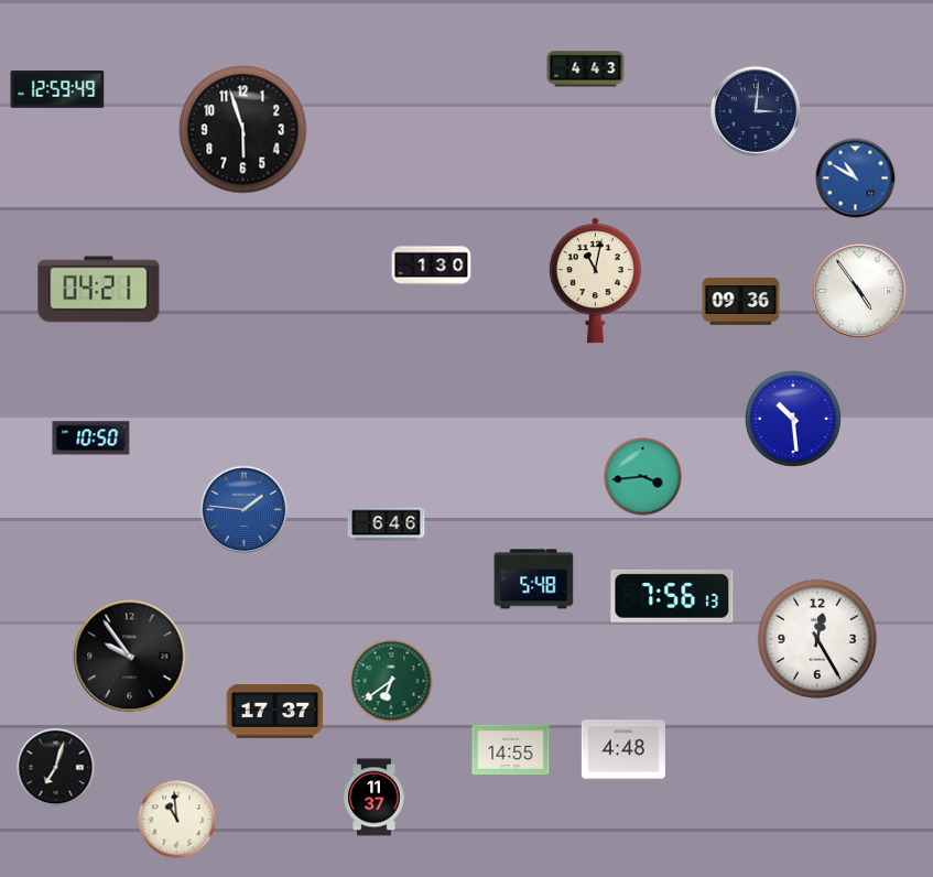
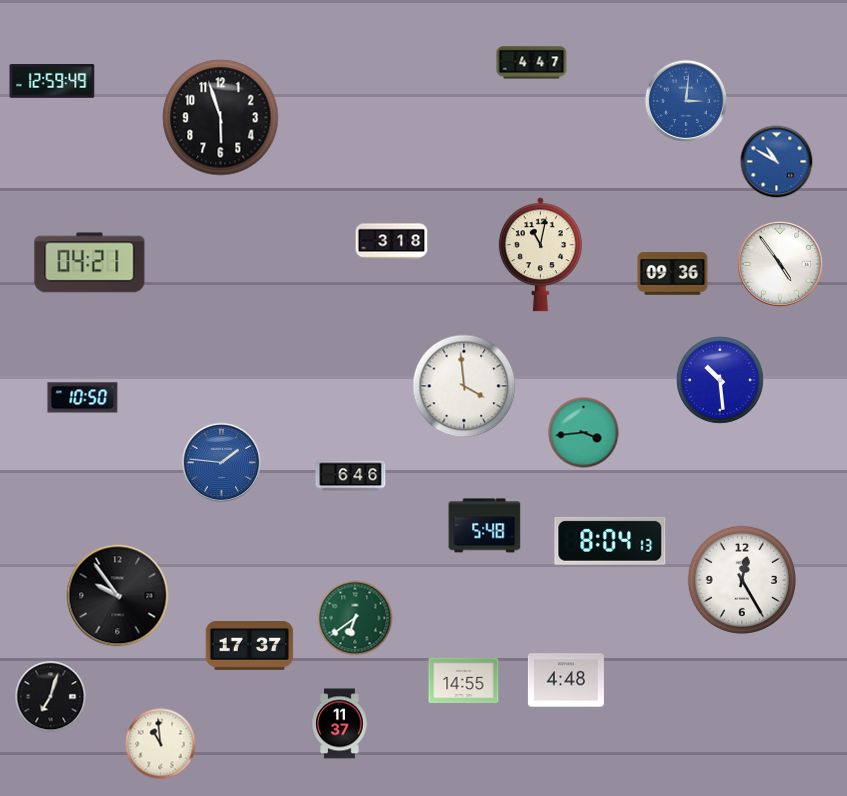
clock at (586, 69): 4:43 -> 4:47
clock at (756, 111) dial: navy -> blue
clock at (432, 267): 1:30 -> 3:18
clock at (464, 386): none -> 3:59
clock at (672, 596): 7:56 -> 8:04
